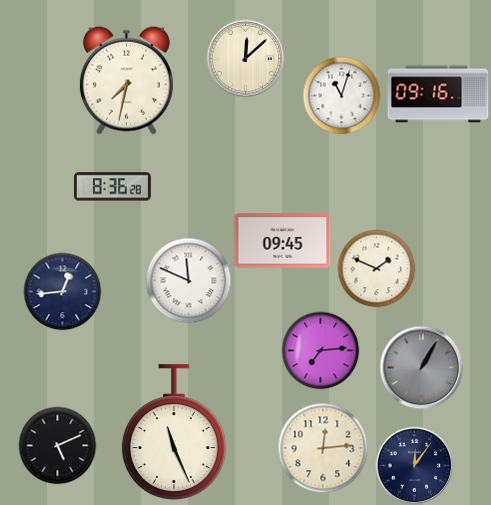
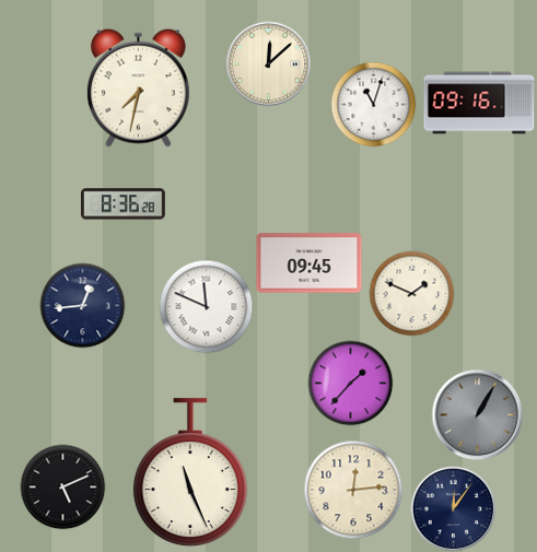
clock at (62, 291) position: (62, 291) -> (82, 305)
clock at (320, 350): 7:14 -> 1:37
clock at (421, 367) position: (421, 367) -> (477, 414)
